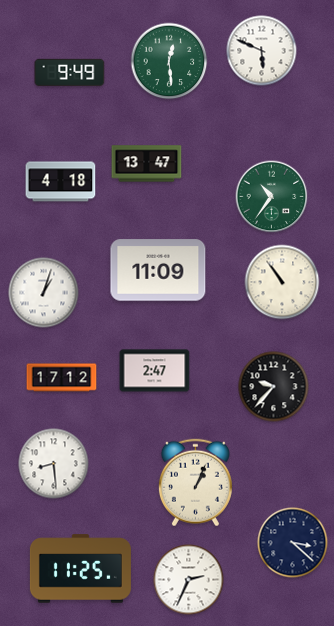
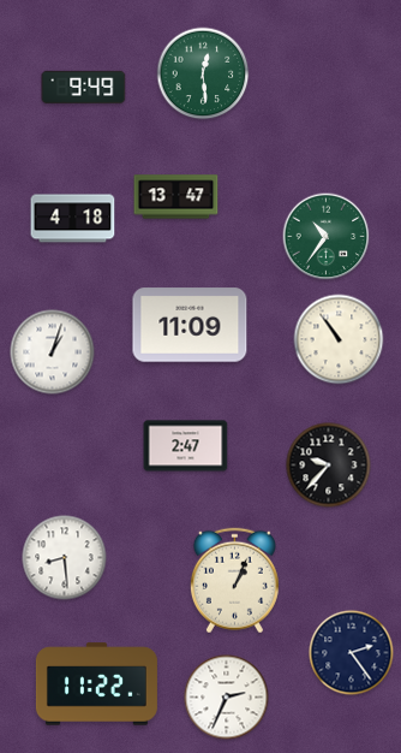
clock at (262, 51): 5:49 -> none
clock at (62, 378): 17:12 -> none
clock at (293, 543): 3:22 -> 2:24
clock at (80, 569): 11:25 -> 11:22
